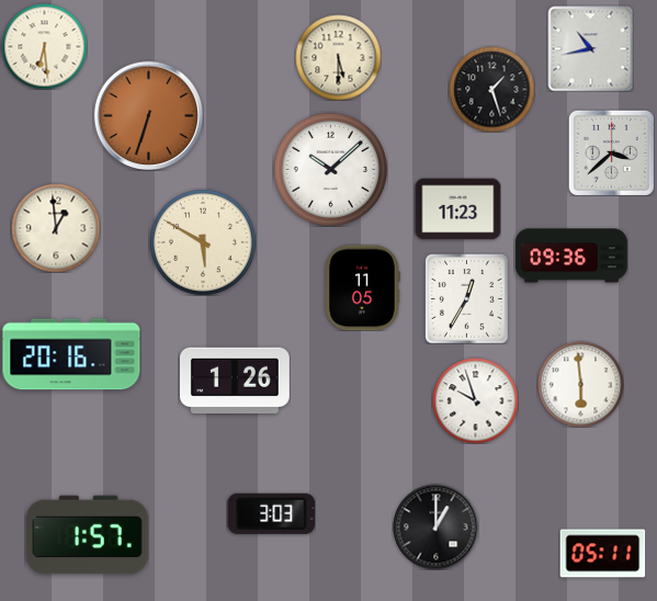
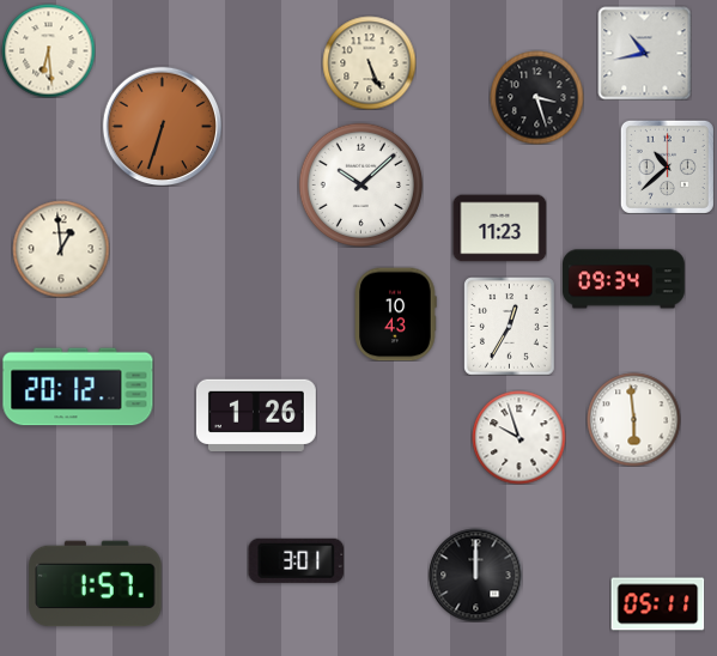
clock at (338, 57): 5:30 -> 5:26
clock at (491, 89): 1:27 -> 3:27
clock at (611, 152): 3:38 -> 10:38
clock at (203, 242): 5:50 -> none
clock at (573, 256): 09:36 -> 09:34
clock at (362, 287): 11:05 -> 10:43
clock at (71, 354): 20:16 -> 20:12
clock at (271, 513): 3:03 -> 3:01
clock at (435, 526): 1:00 -> 12:00
